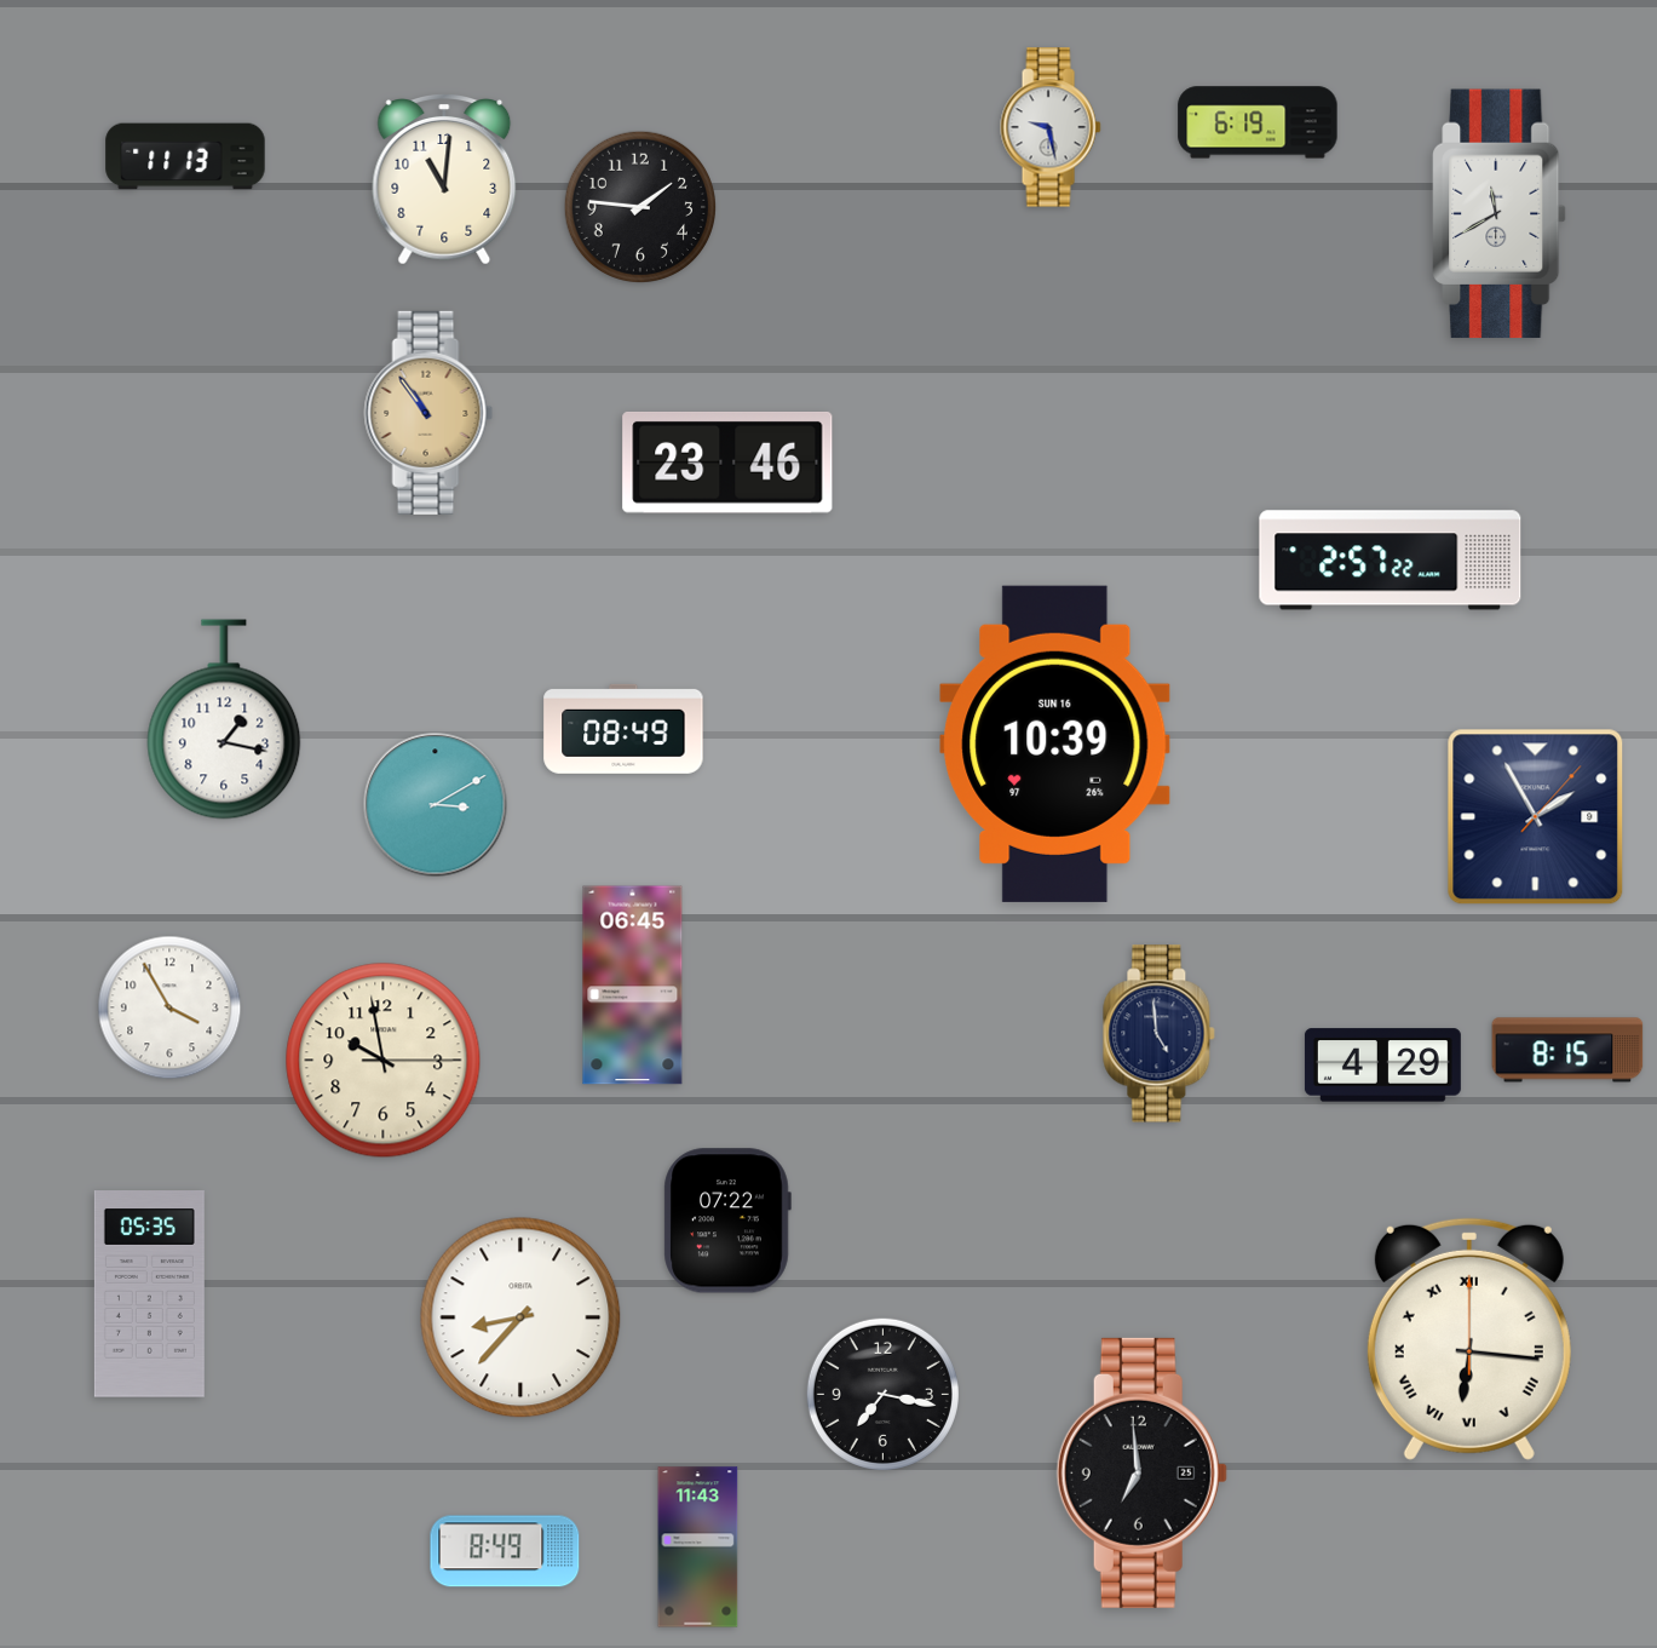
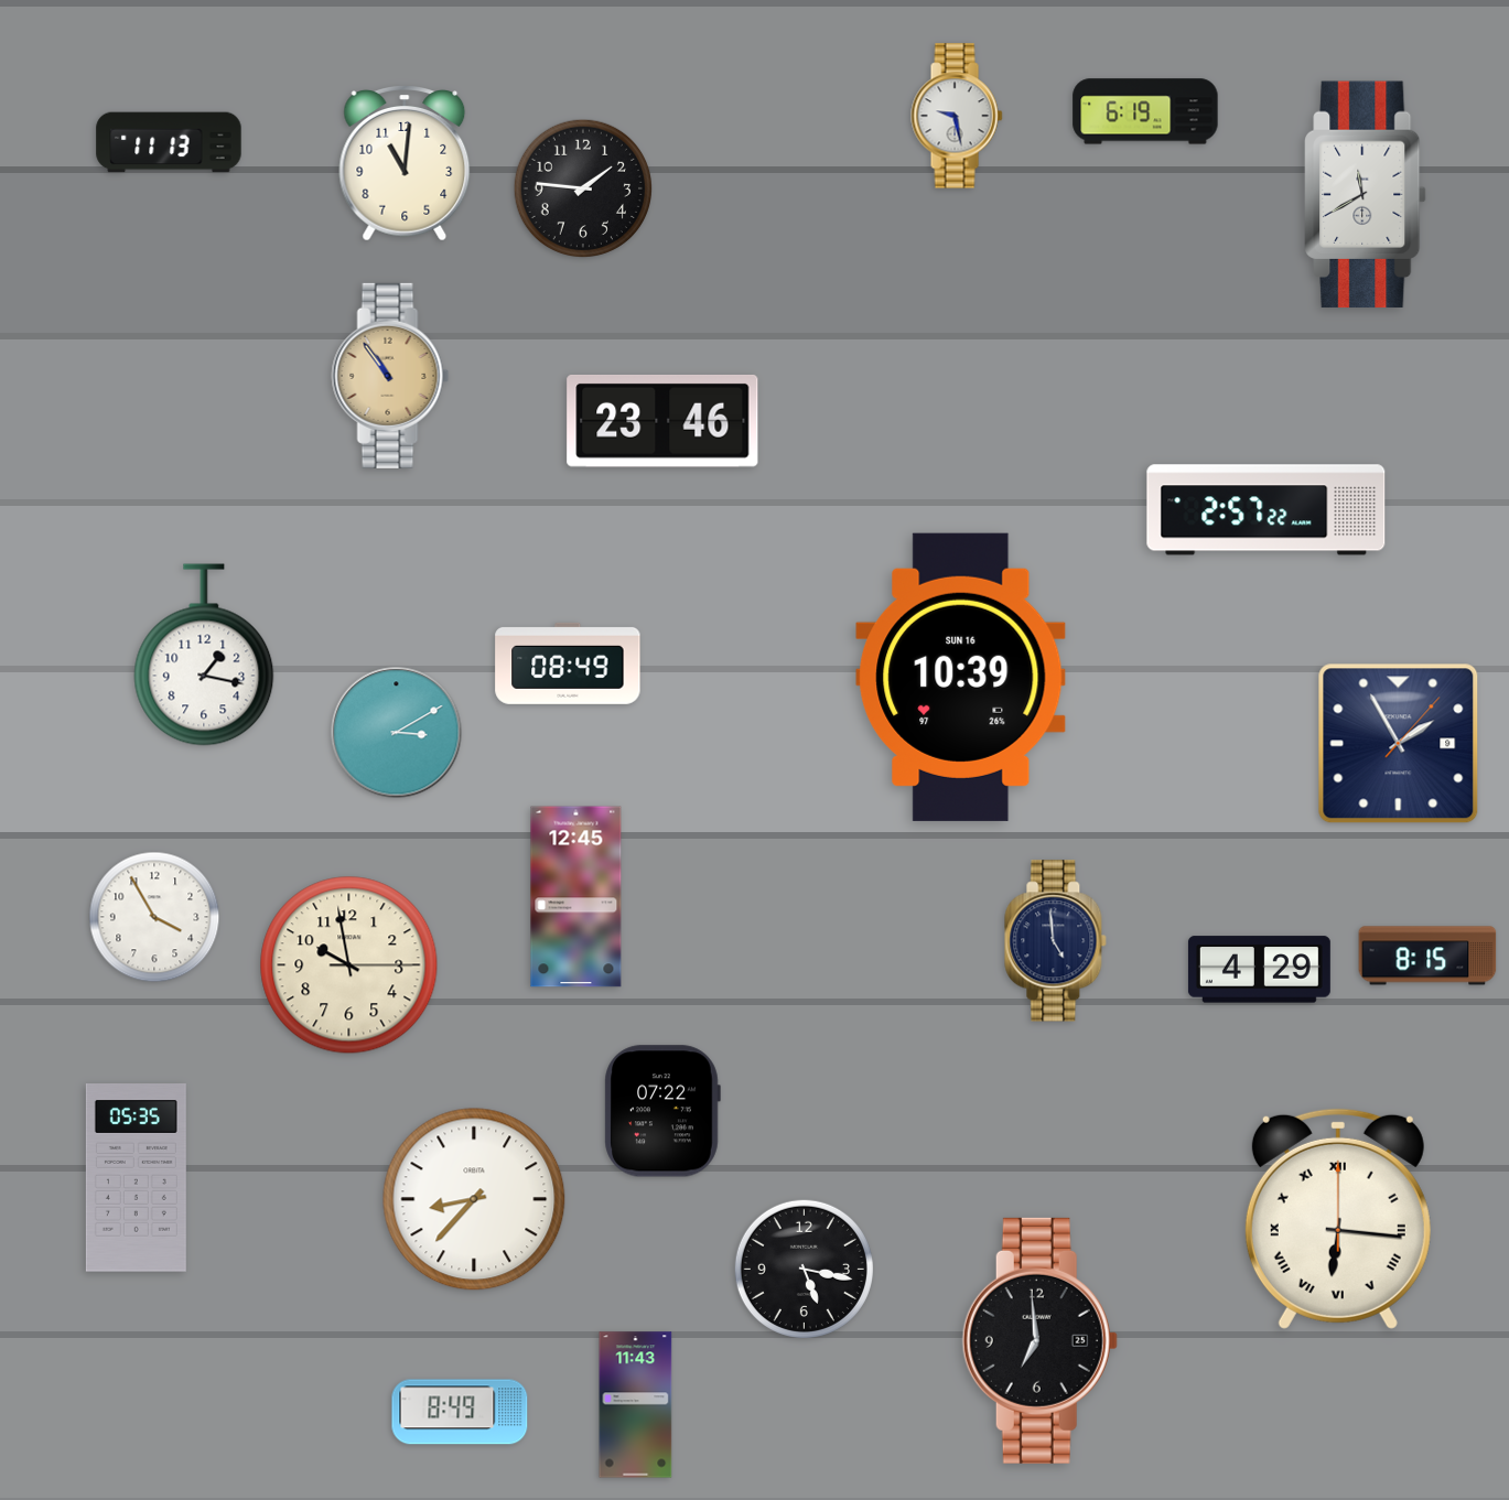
clock at (633, 986): 06:45 -> 12:45
clock at (882, 1394): 7:17 -> 5:17
clock at (698, 1547) position: (698, 1547) -> (636, 1405)
